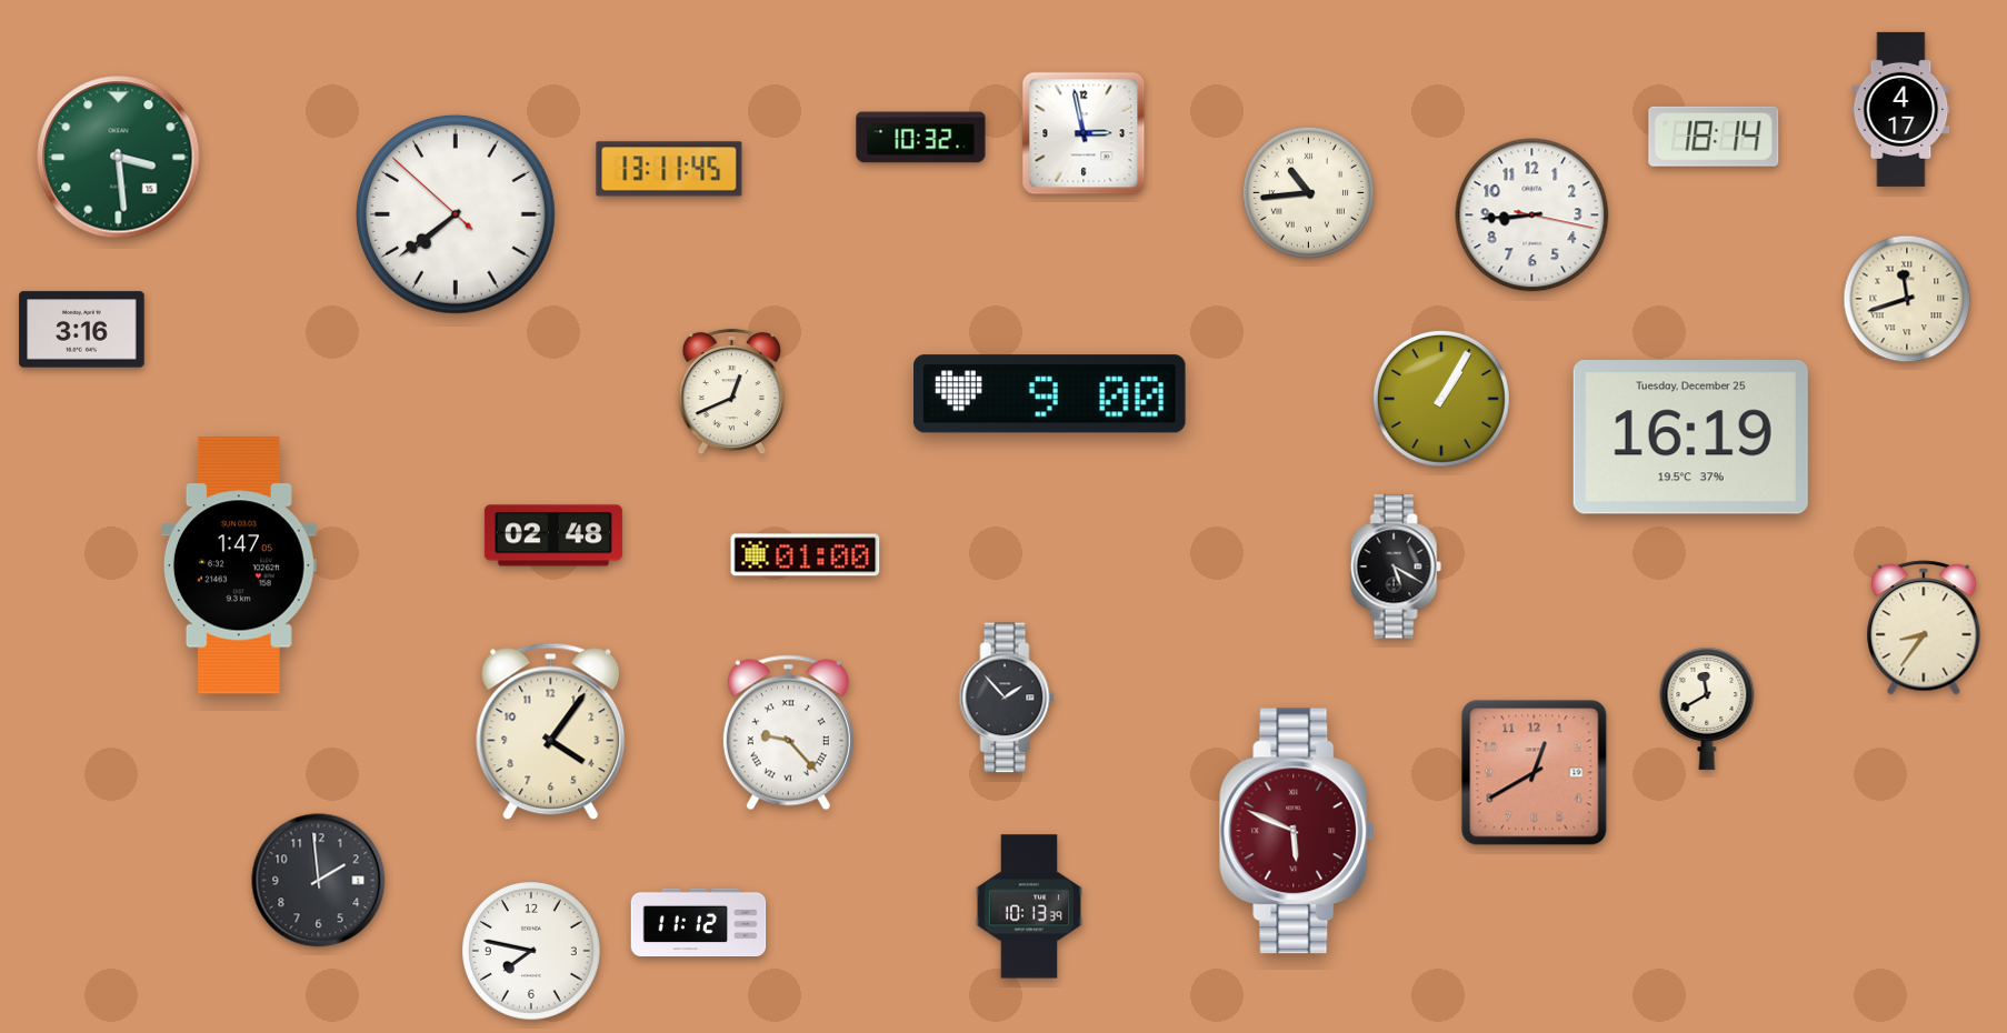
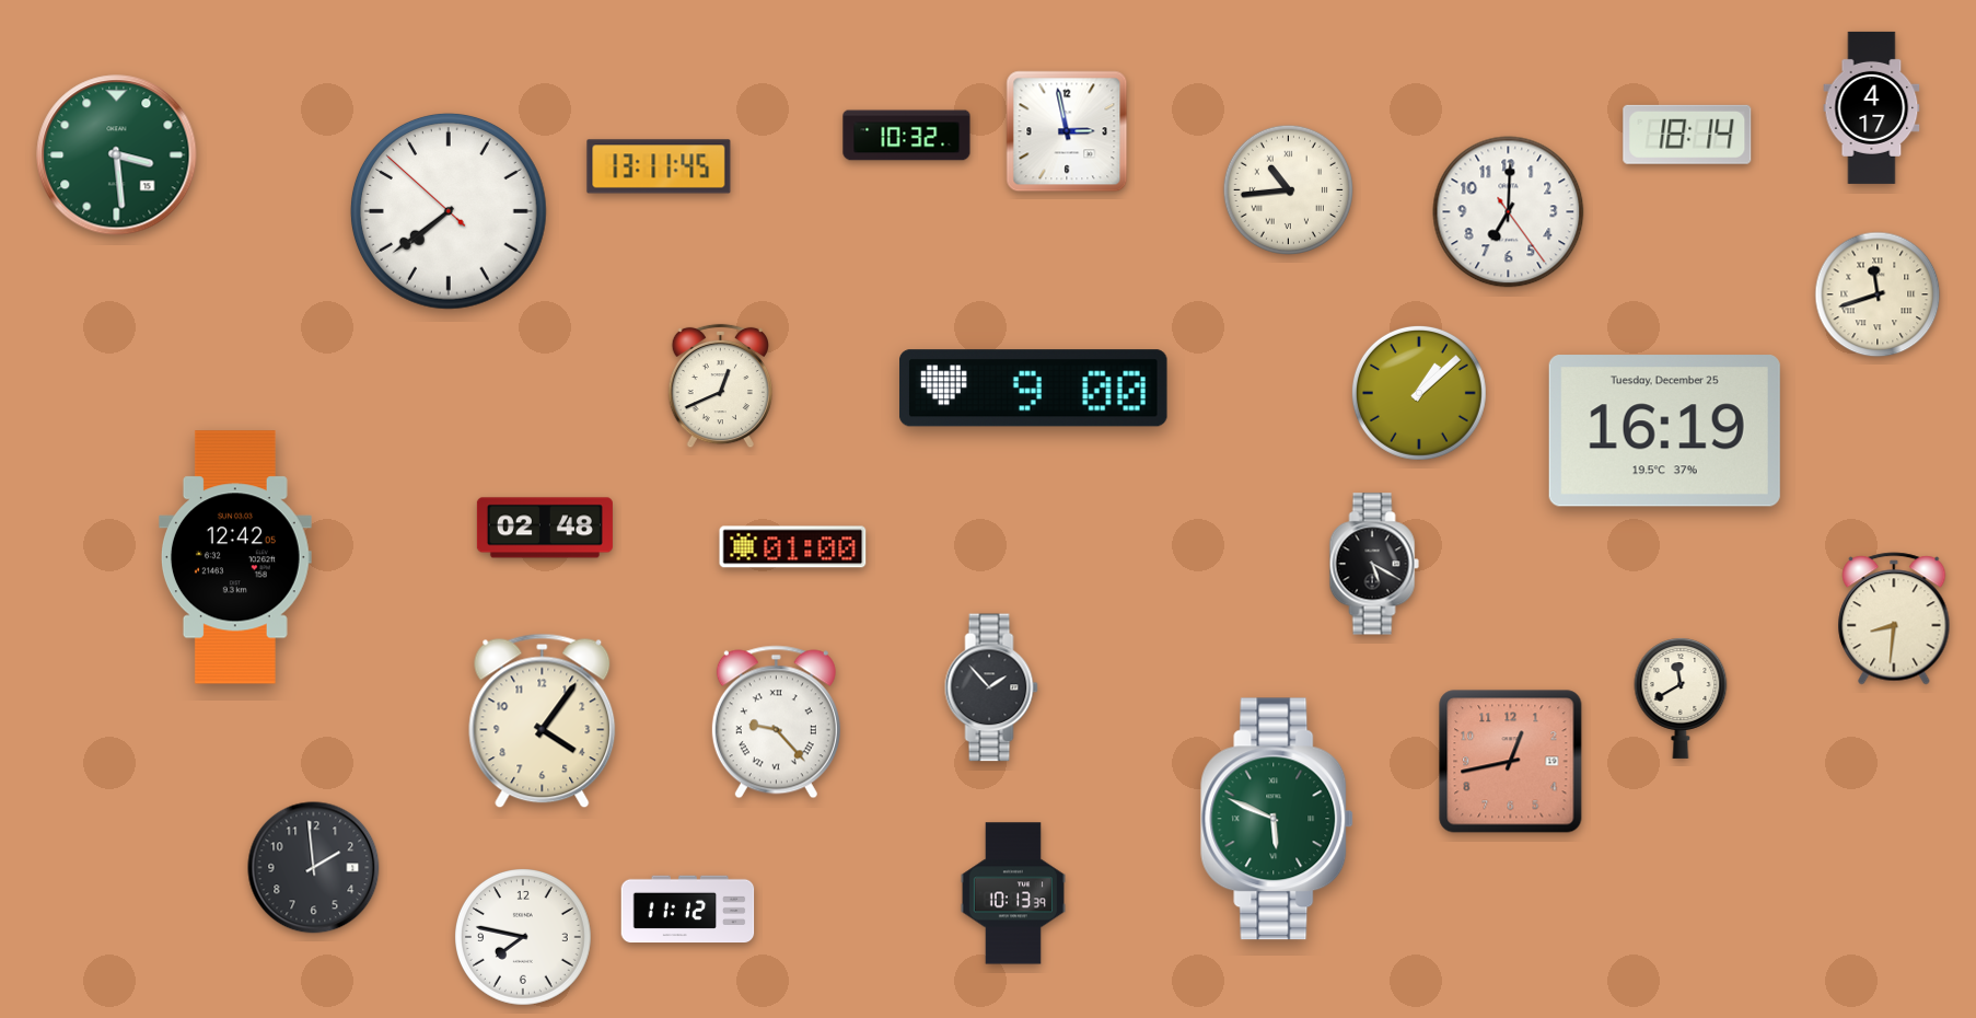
clock at (1532, 215): 8:44 -> 7:00
clock at (82, 330): 3:16 -> none
clock at (1441, 399): 1:05 -> 1:08
clock at (239, 565): 1:47 -> 12:42
clock at (1396, 566) position: (1396, 566) -> (1374, 564)
clock at (1924, 628): 8:36 -> 8:31
clock at (1535, 773): 12:40 -> 12:43
clock at (1298, 831) dial: burgundy -> green
